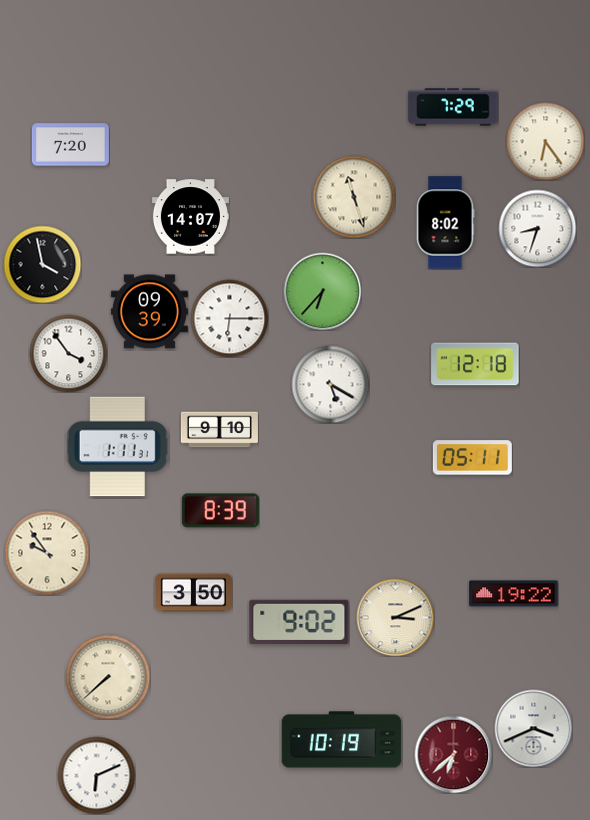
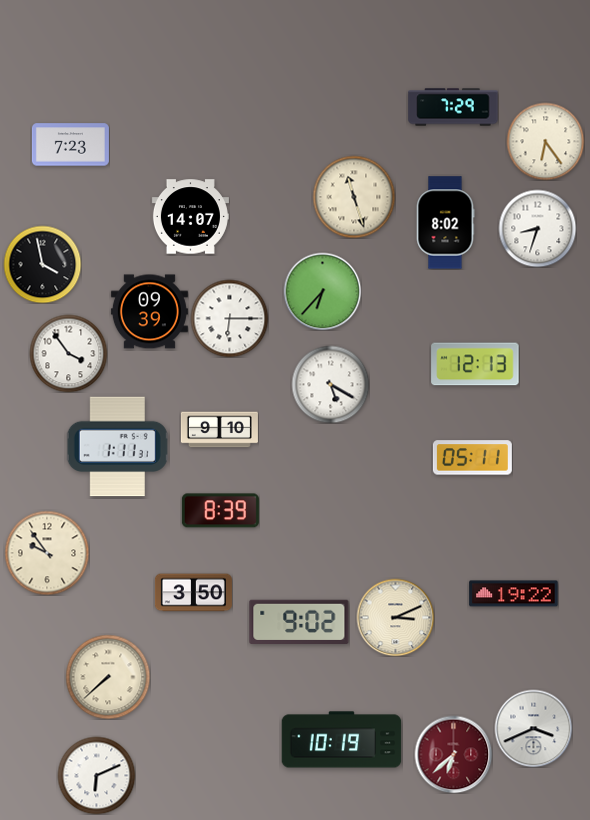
clock at (70, 145): 7:20 -> 7:23
clock at (475, 364): 12:18 -> 12:13
